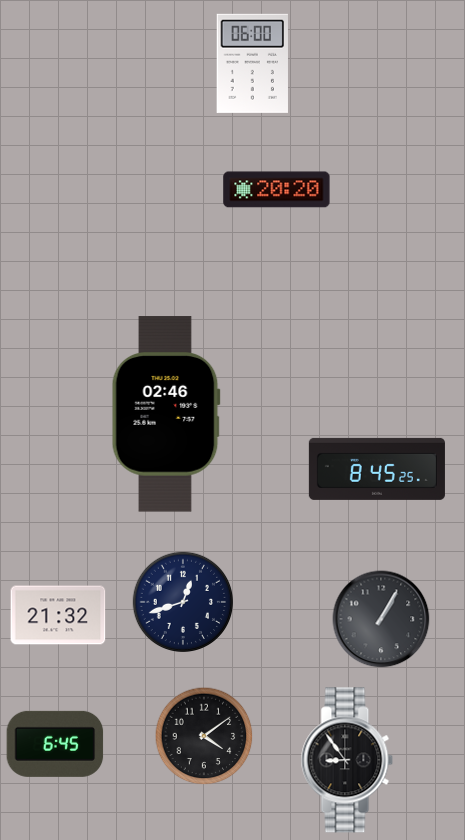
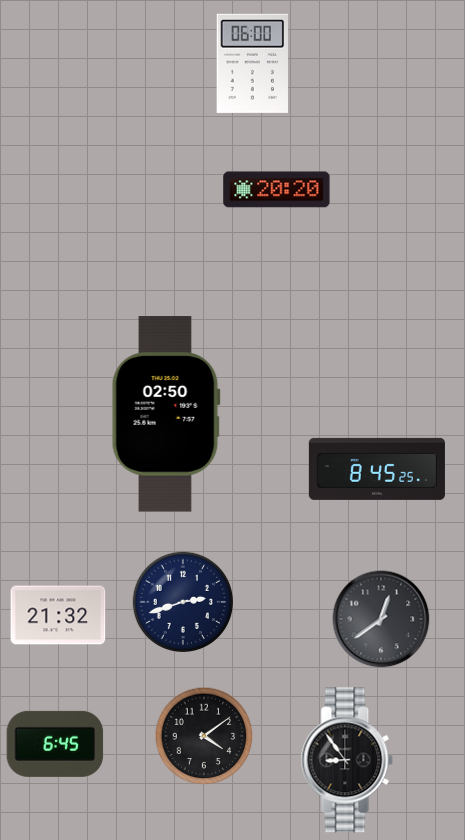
clock at (166, 414): 02:46 -> 02:50
clock at (182, 601): 12:42 -> 2:42
clock at (381, 619): 1:05 -> 12:39
